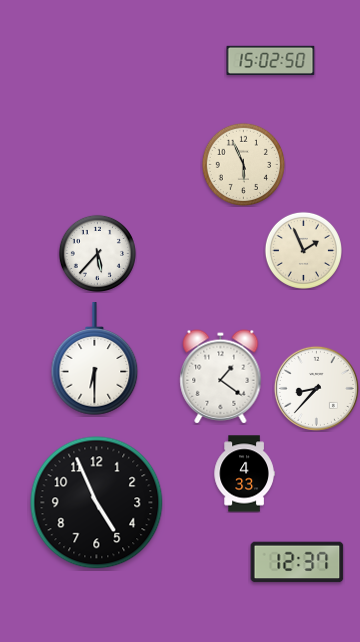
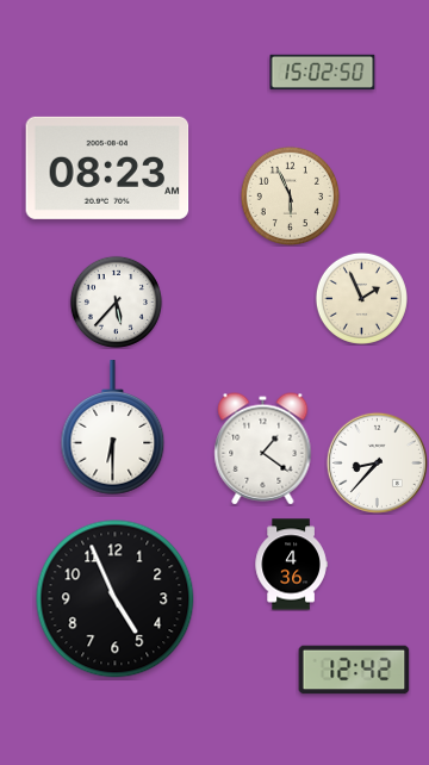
clock at (107, 168): none -> 08:23
clock at (244, 474): 4:33 -> 4:36
clock at (297, 562): 12:37 -> 12:42
